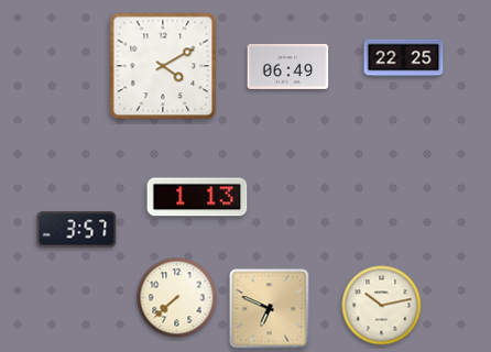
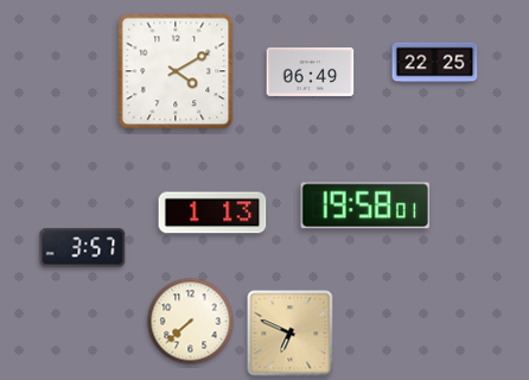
clock at (365, 205): none -> 19:58
clock at (382, 306): 10:13 -> none
